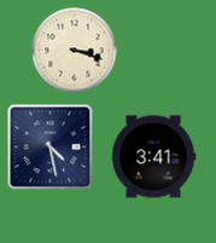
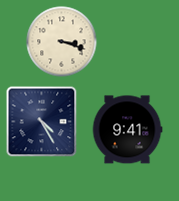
clock at (51, 147): 4:28 -> 4:25
clock at (153, 157): 3:41 -> 9:41
